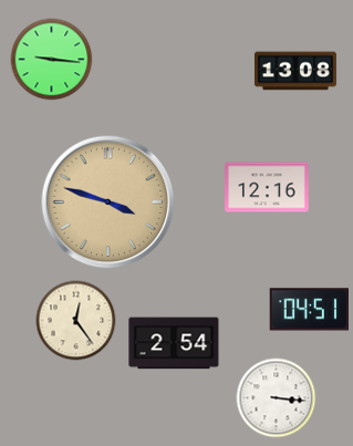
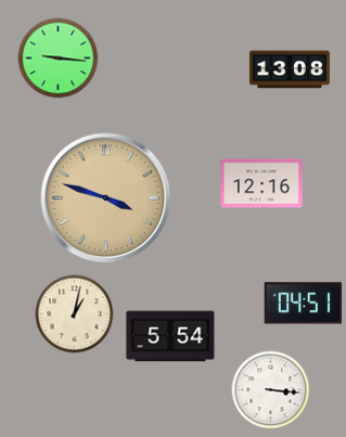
clock at (52, 60) position: (52, 60) -> (59, 59)
clock at (76, 321): 12:24 -> 1:02
clock at (174, 343): 2:54 -> 5:54
